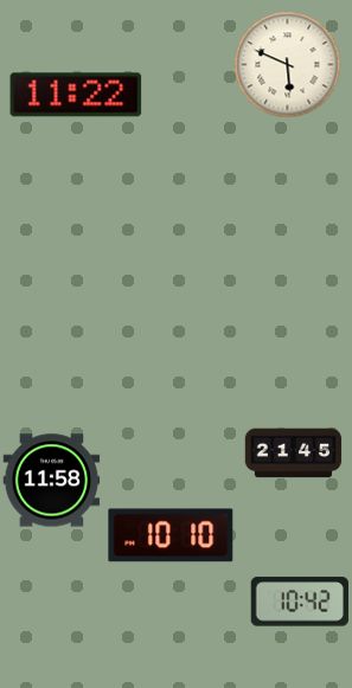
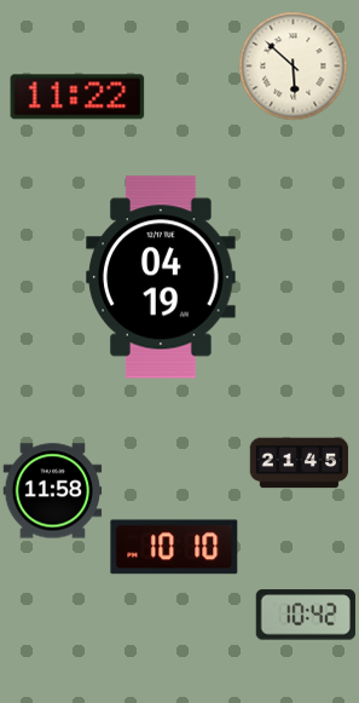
clock at (288, 65): 5:49 -> 5:52
clock at (161, 277): none -> 04:19
